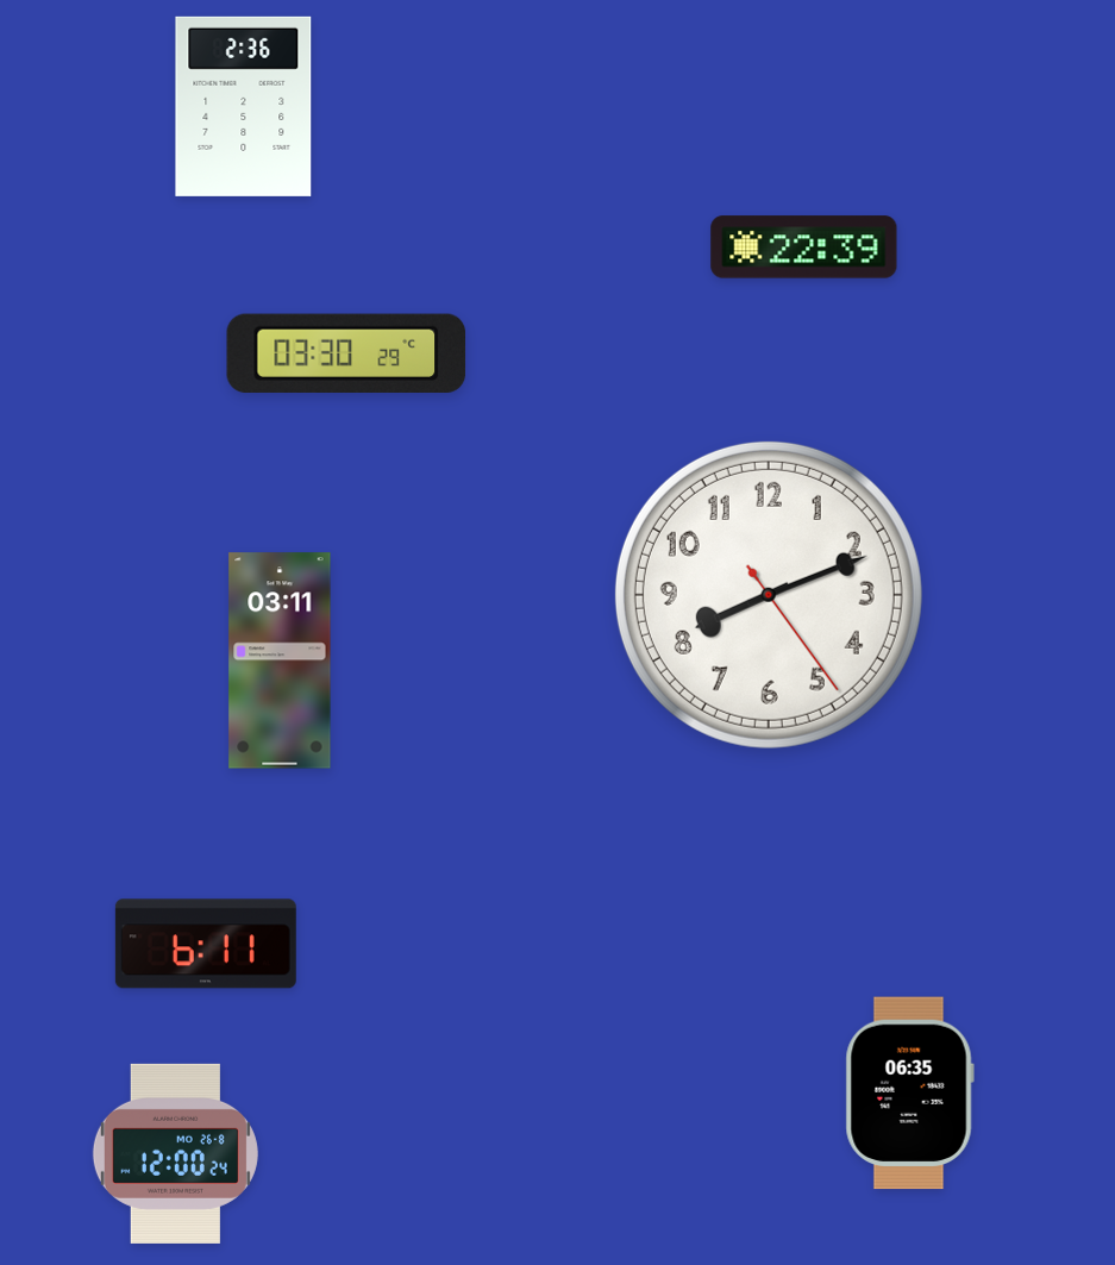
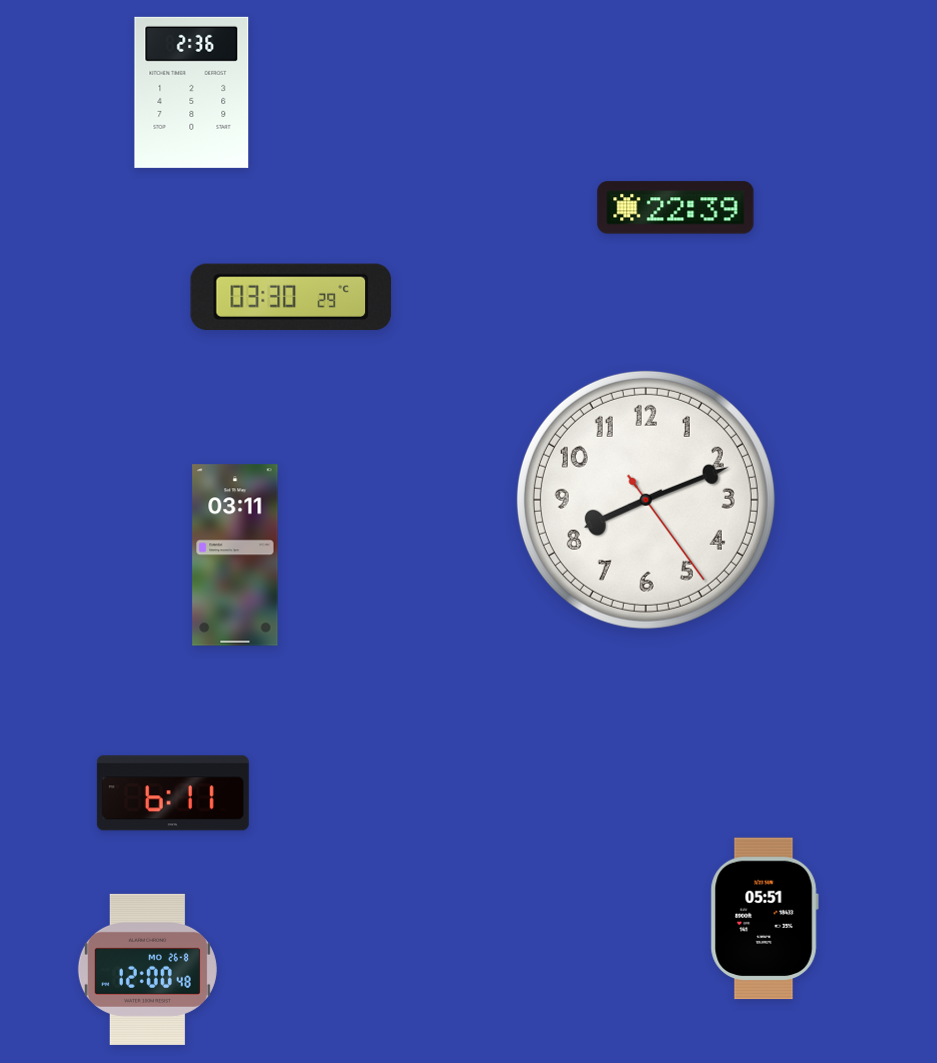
clock at (244, 106) position: (244, 106) -> (192, 92)
clock at (909, 1094): 06:35 -> 05:51
clock at (175, 1153): 12:00:24 -> 12:00:48
